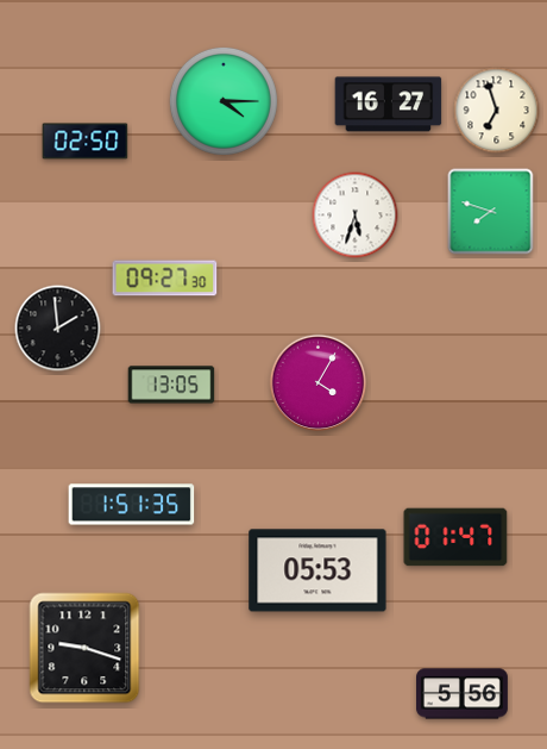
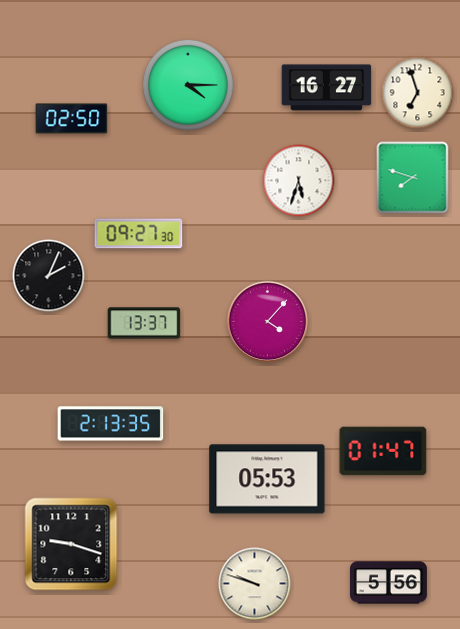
clock at (58, 329): 1:59 -> 2:04
clock at (319, 383): 4:05 -> 4:07
clock at (171, 385): 13:05 -> 13:37
clock at (132, 505): 1:51 -> 2:13
clock at (255, 584): none -> 9:48
